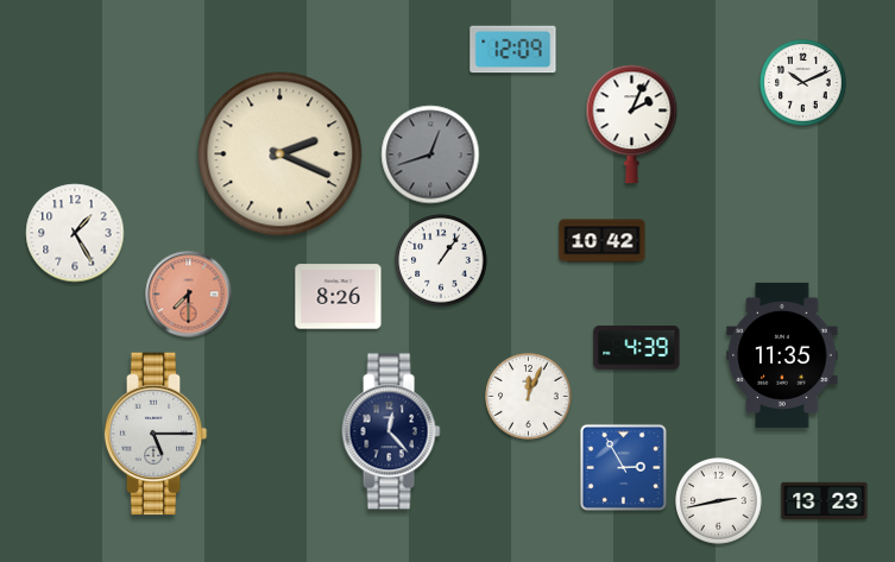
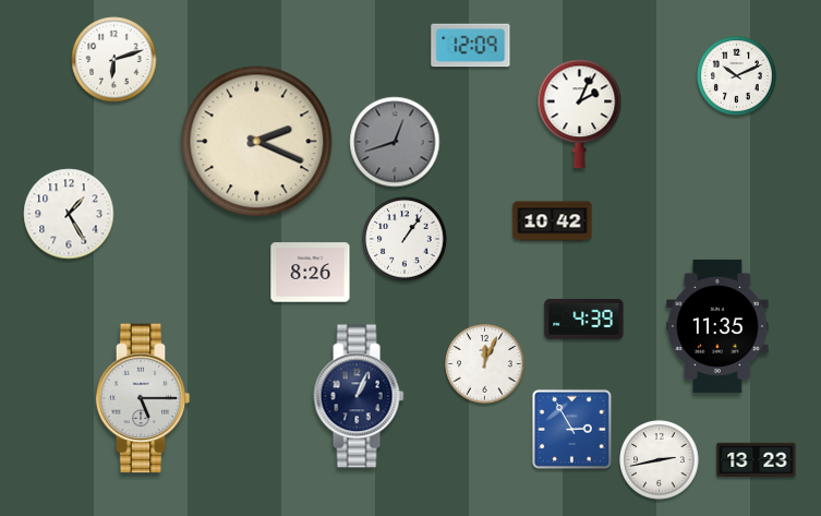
clock at (114, 60): none -> 6:12
clock at (189, 295): 7:30 -> none
clock at (391, 431): 12:23 -> 1:04
